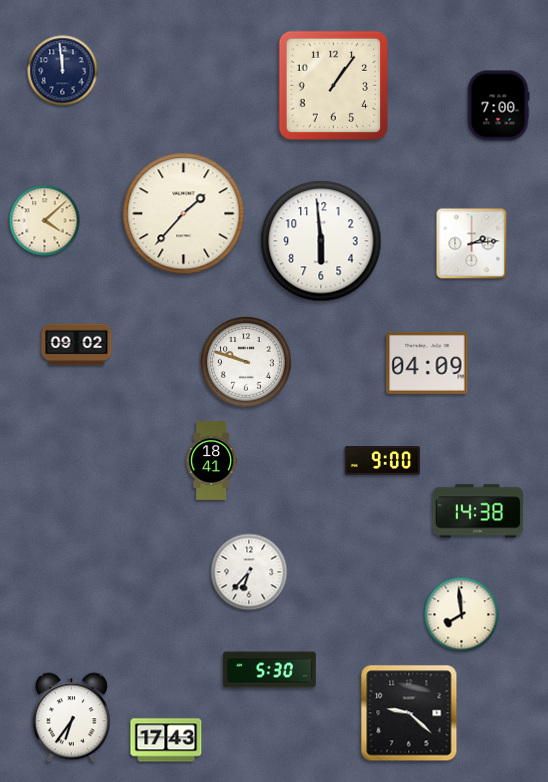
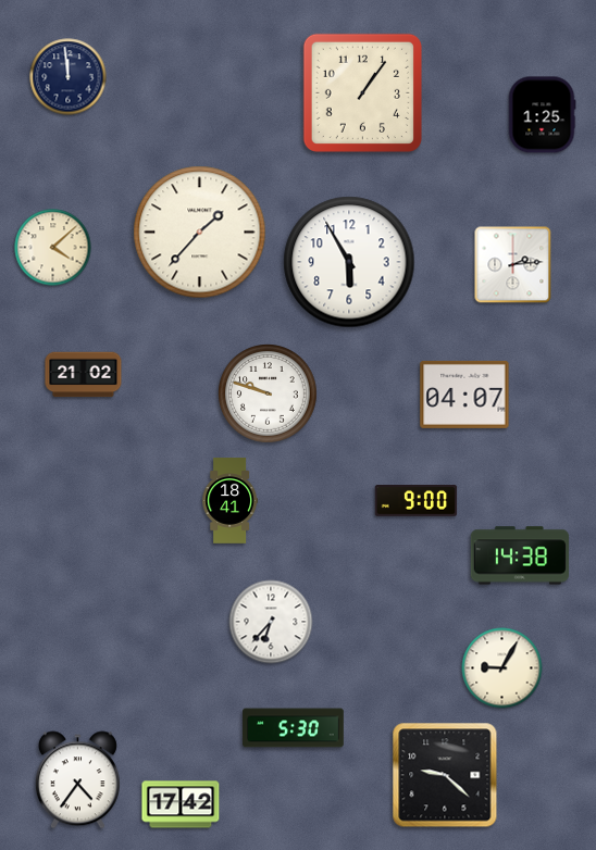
clock at (498, 106): 7:00 -> 1:25
clock at (45, 221) position: (45, 221) -> (53, 248)
clock at (321, 241): 5:59 -> 5:55
clock at (77, 345): 09:02 -> 21:02
clock at (427, 363): 04:09 -> 04:07
clock at (462, 615): 7:59 -> 9:05
clock at (71, 718): 6:36 -> 4:36
clock at (166, 740): 17:43 -> 17:42
